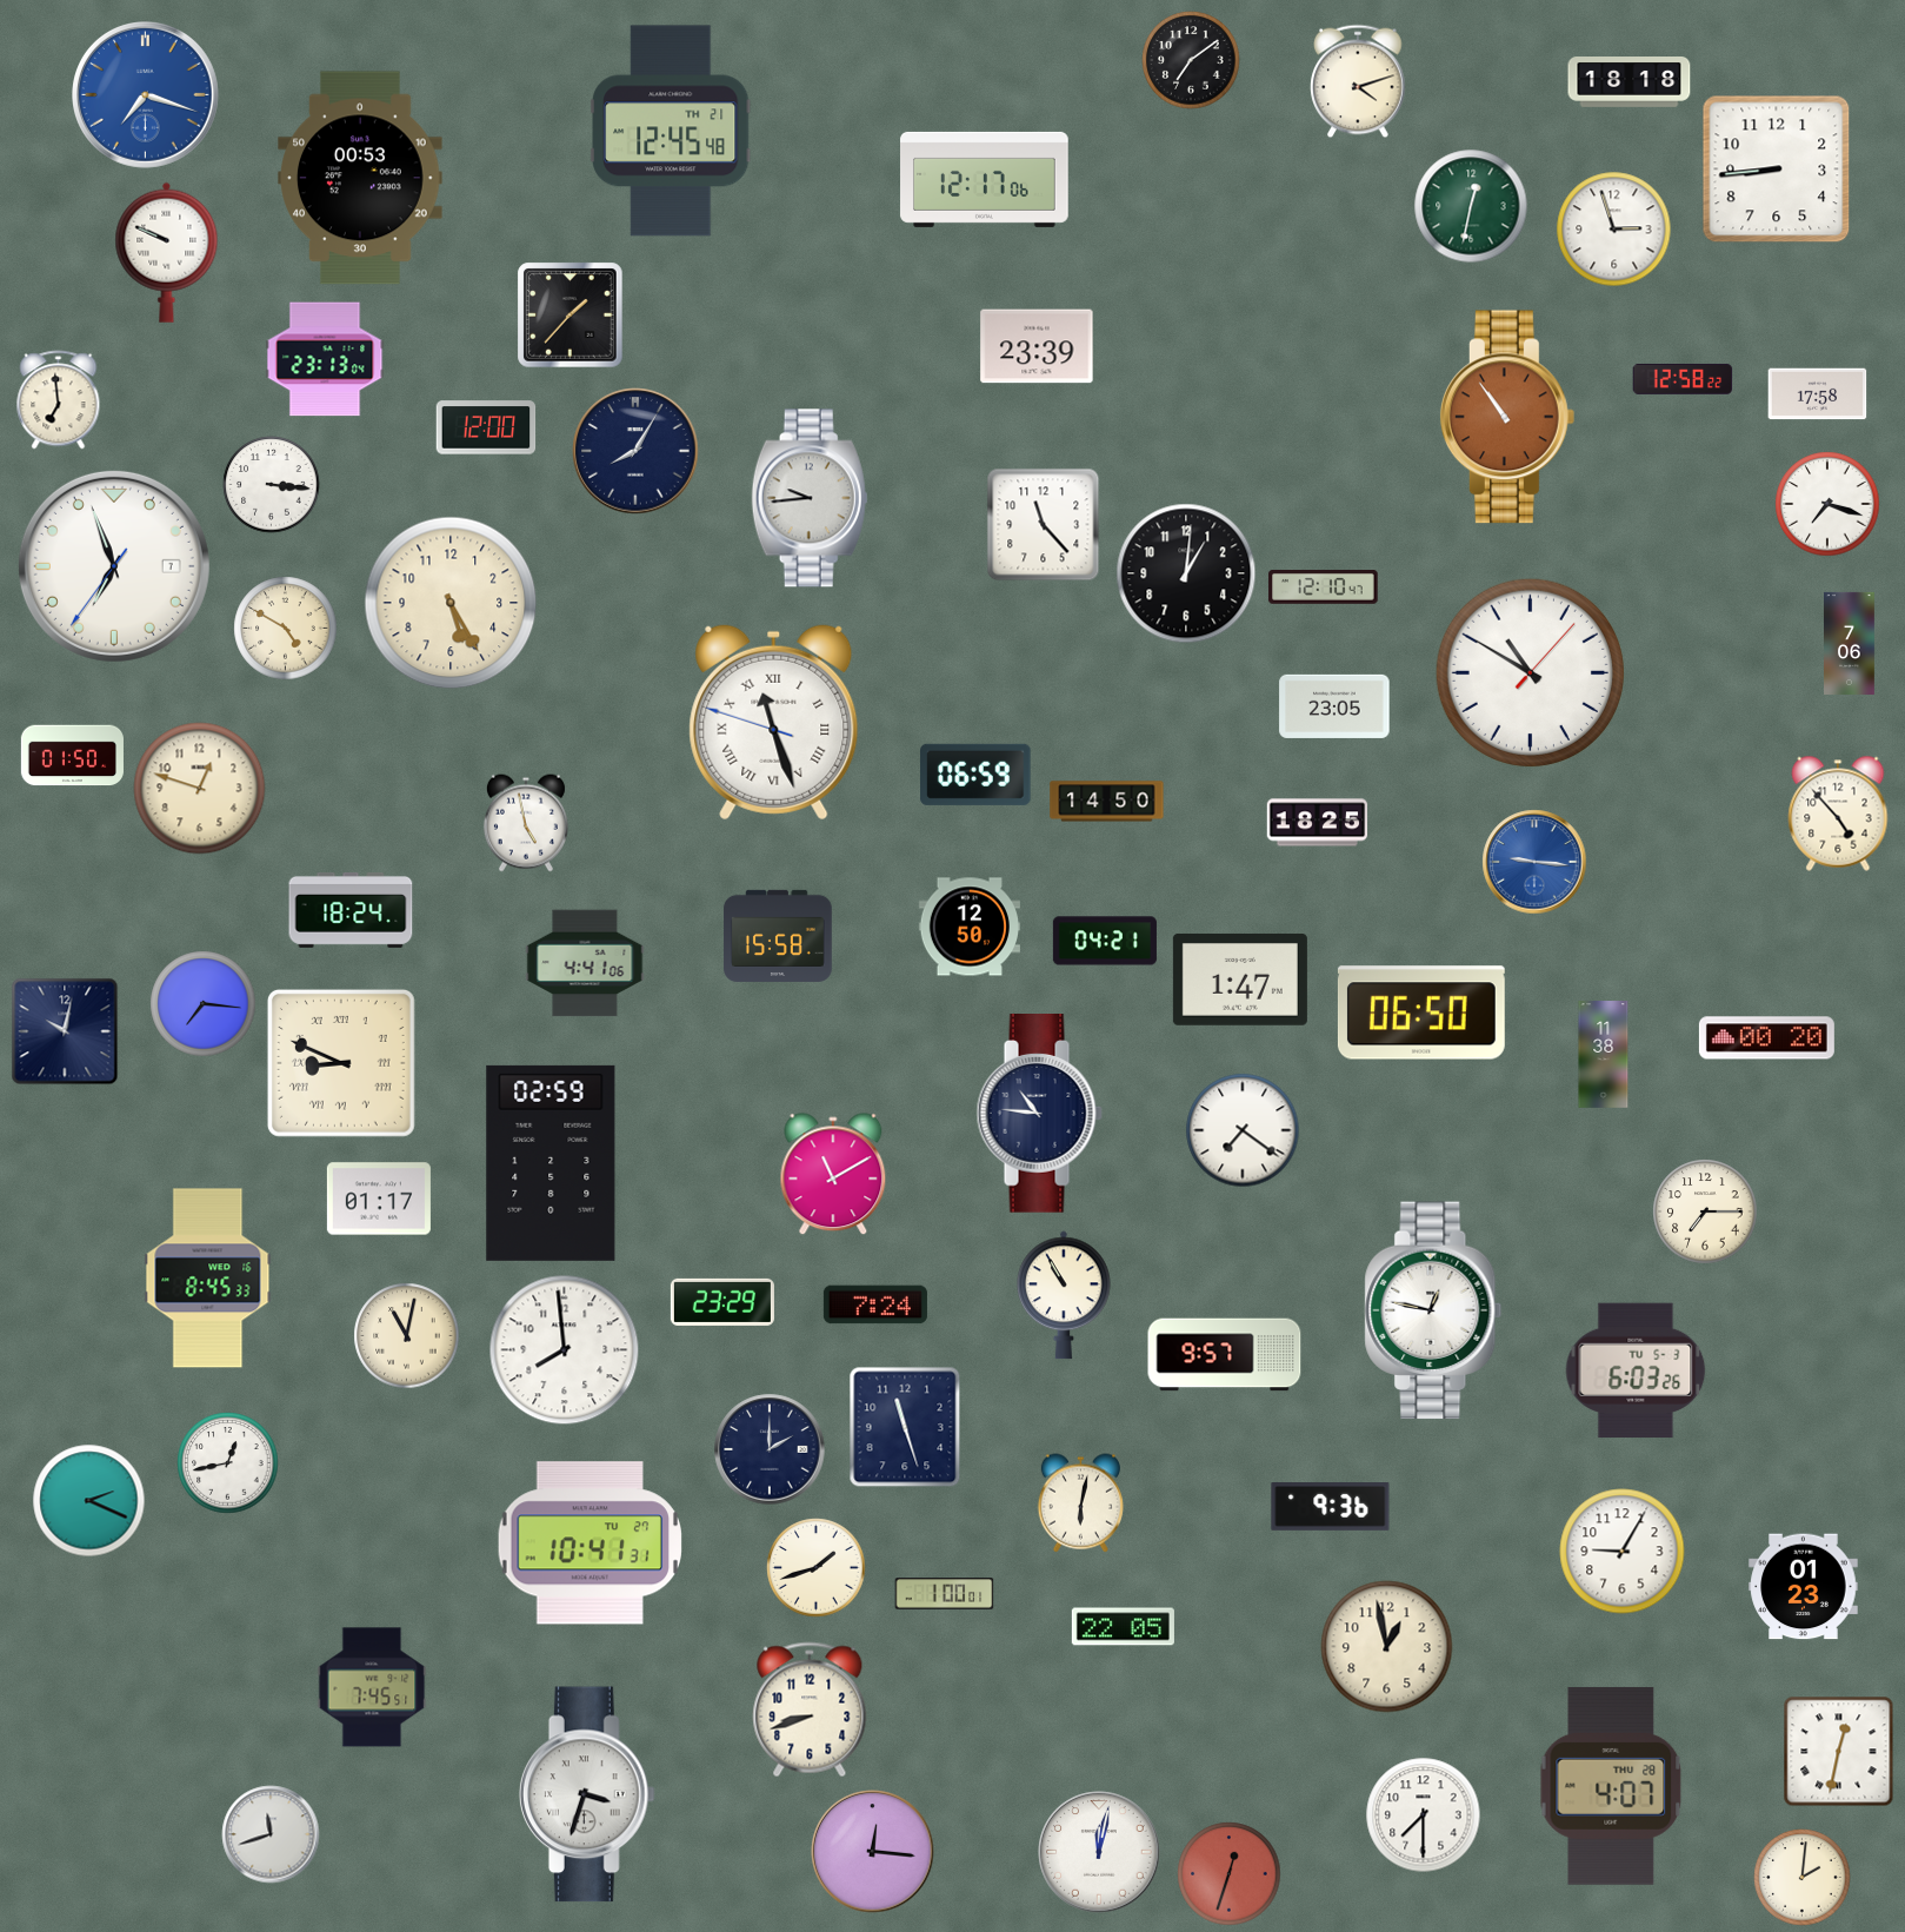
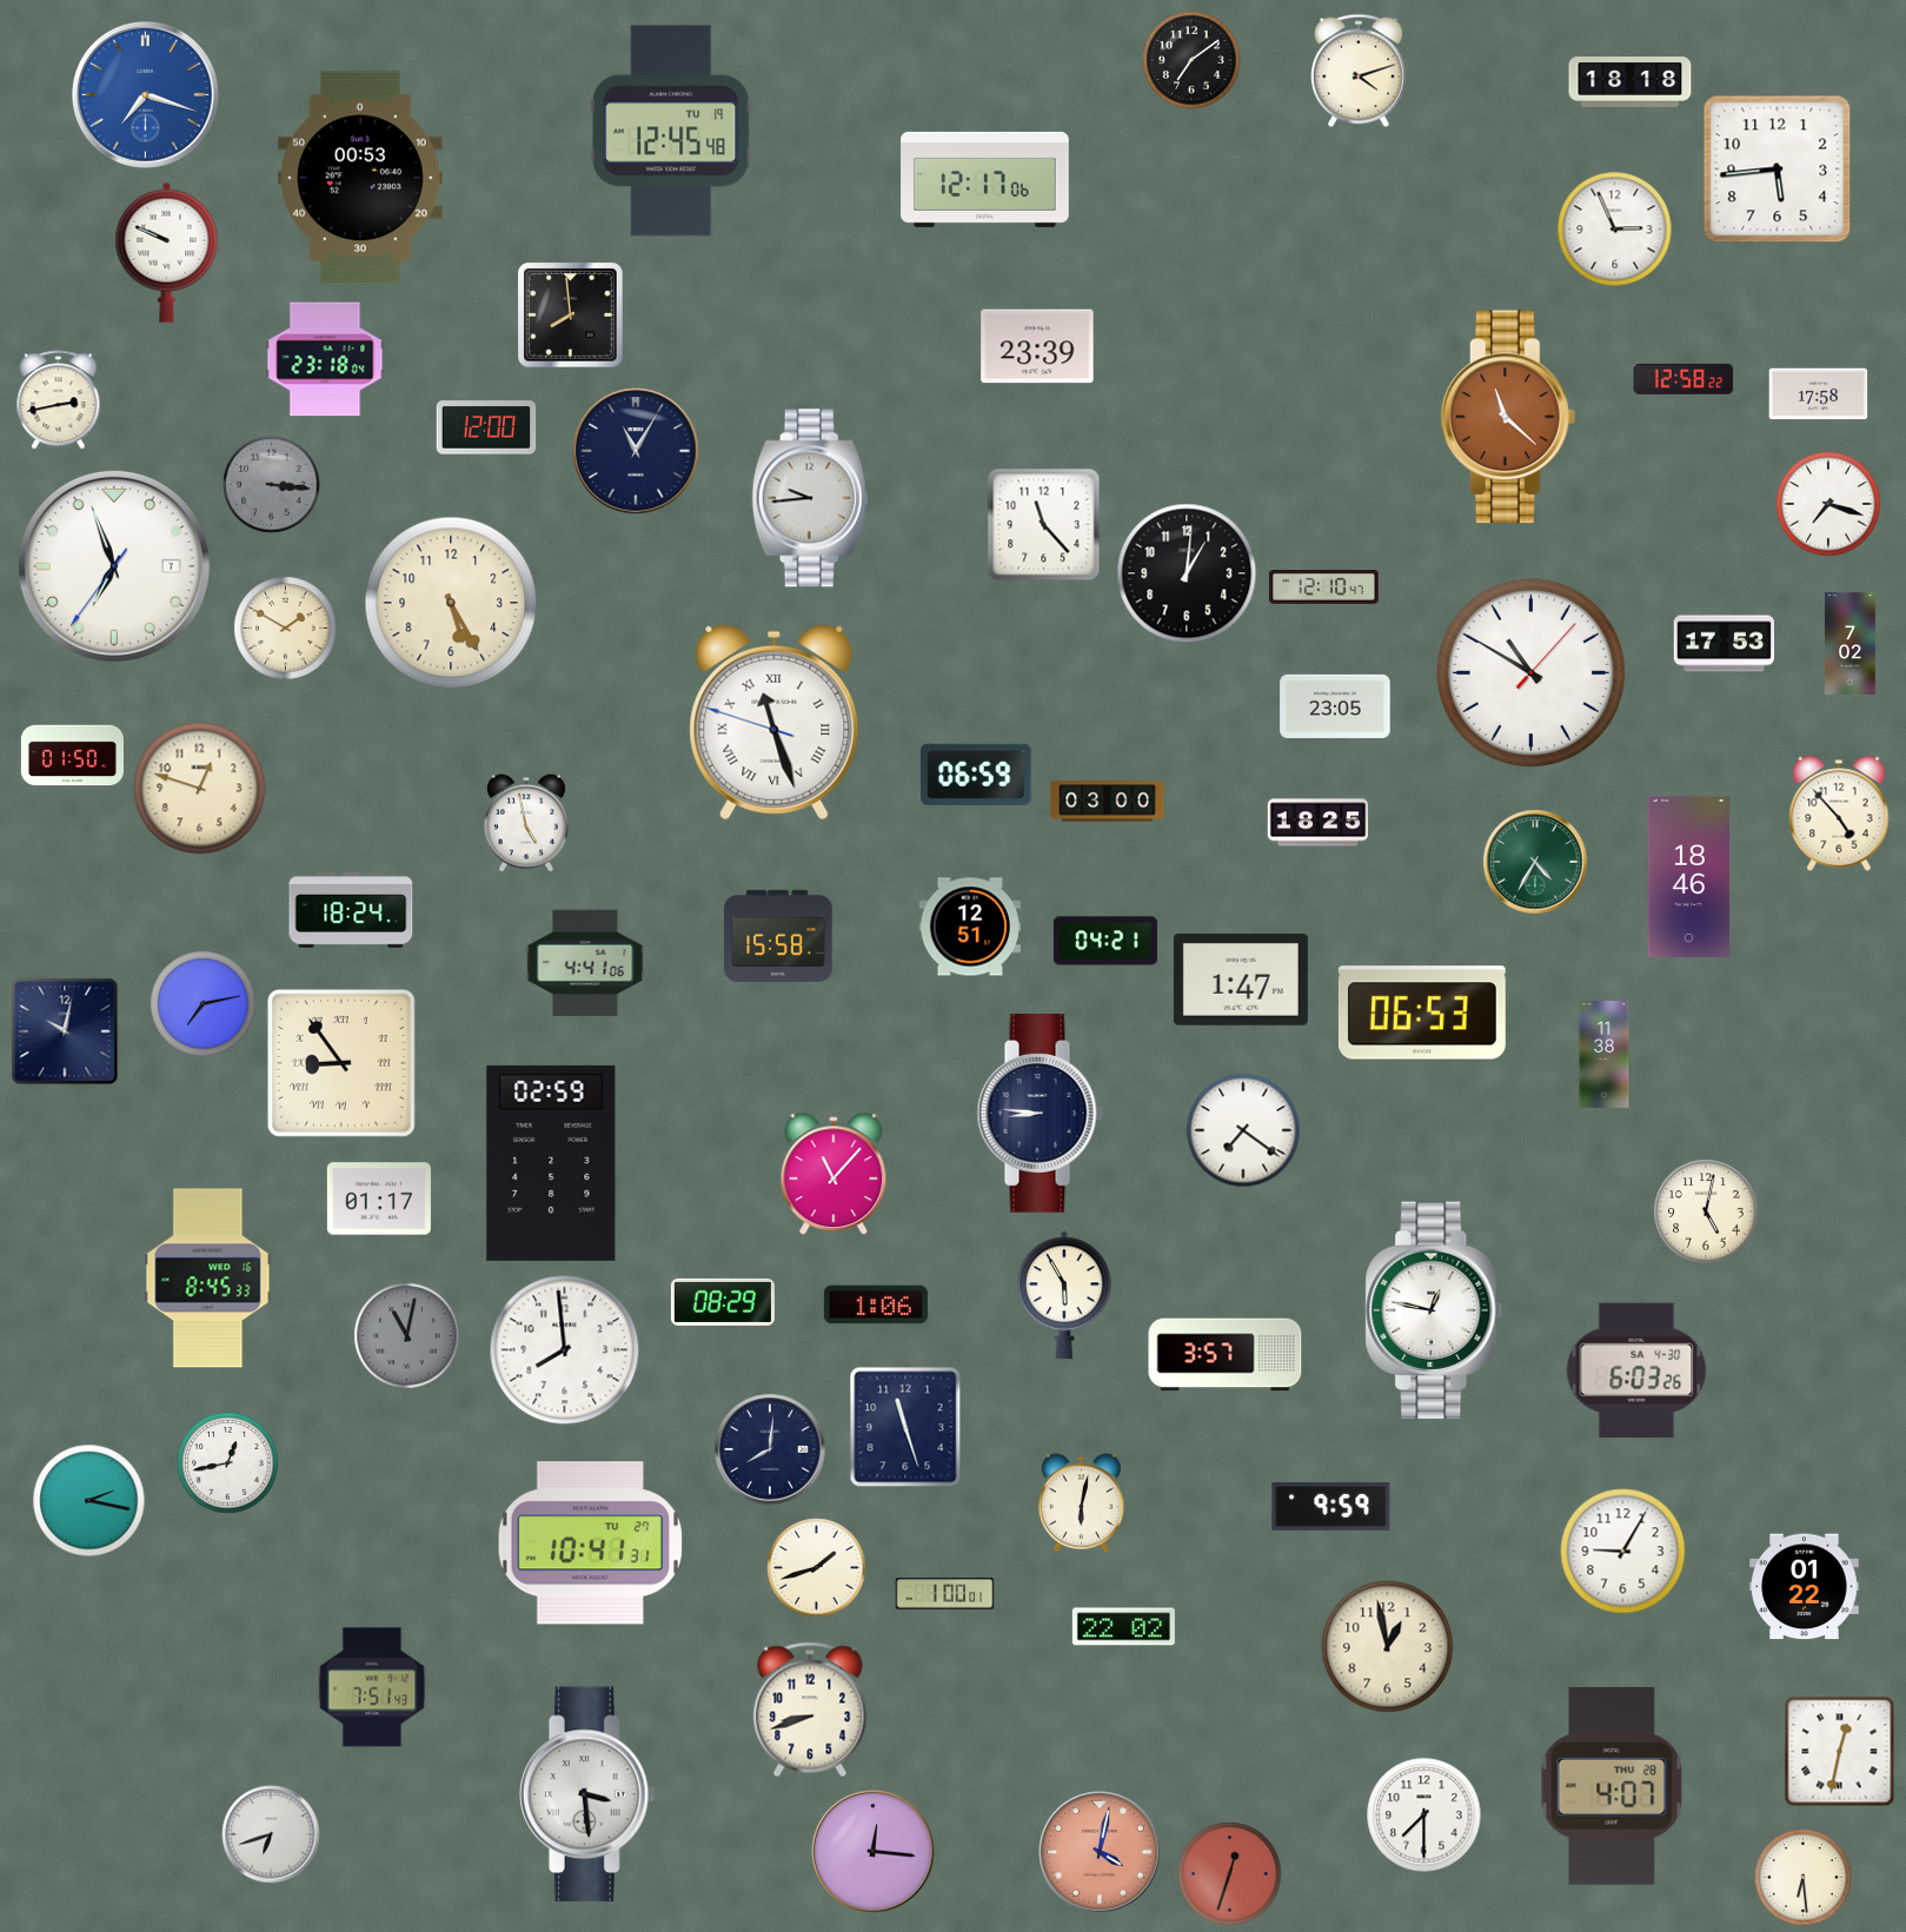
clock at (1358, 81) position: (1358, 81) -> (1359, 71)
clock at (672, 131) date: TH 21 -> TU 19
clock at (1777, 170): 8:44 -> 5:44
clock at (1471, 206): 12:32 -> none
clock at (1614, 230): 2:57 -> 2:56
clock at (571, 316): 1:37 -> 7:59
clock at (325, 359): 23:13 -> 23:18
clock at (59, 400): 6:59 -> 2:43
clock at (1507, 417): 10:54 -> 11:22
clock at (635, 451): 8:05 -> 11:05
clock at (272, 485) dial: white -> grey
clock at (286, 629): 4:50 -> 1:50
clock at (1850, 643): 7:06 -> 7:02
clock at (1725, 644): none -> 17:53
clock at (1107, 802): 14:50 -> 03:00
clock at (1534, 862): 9:16 -> 4:35
clock at (1534, 862) dial: blue -> green
clock at (1688, 876): none -> 18:46
clock at (968, 927): 12:50 -> 12:51
clock at (204, 1004): 7:16 -> 7:13
clock at (1421, 1013): 06:50 -> 06:53
clock at (1766, 1038): 00:20 -> none
clock at (341, 1063): 8:49 -> 8:54
clock at (1039, 1114): 10:46 -> 8:46
clock at (833, 1175): 11:10 -> 11:07
clock at (1705, 1211): 7:15 -> 5:02
clock at (1065, 1295): 10:55 -> 5:55
clock at (722, 1302): 23:29 -> 08:29
clock at (875, 1304): 7:24 -> 1:06
clock at (407, 1336) dial: cream -> grey
clock at (1225, 1355): 9:57 -> 3:57
clock at (1636, 1370) date: TU 5-3 -> SA 4-30
clock at (770, 1449): 2:00 -> 8:01
clock at (89, 1501): 2:19 -> 2:17
clock at (1331, 1507): 9:36 -> 9:59
clock at (1804, 1587): 01:23 -> 01:22
clock at (1123, 1627): 22:05 -> 22:02
clock at (372, 1687): 7:45 -> 7:51
clock at (587, 1794): 3:33 -> 3:29
clock at (271, 1834): 11:42 -> 6:42
clock at (1099, 1852): 12:02 -> 4:02
clock at (1099, 1852) dial: white -> salmon
clock at (1803, 1878): 2:01 -> 6:29
